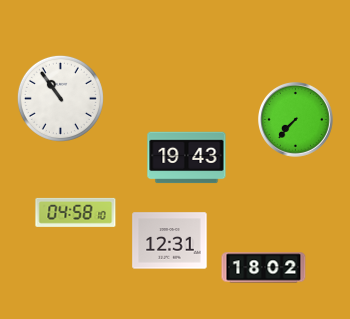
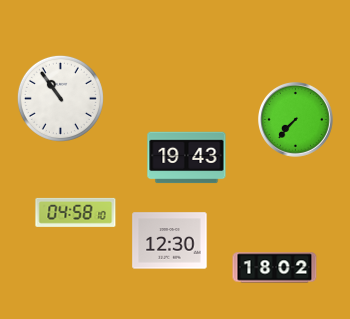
clock at (170, 241): 12:31 -> 12:30
clock at (264, 268) position: (264, 268) -> (275, 268)
